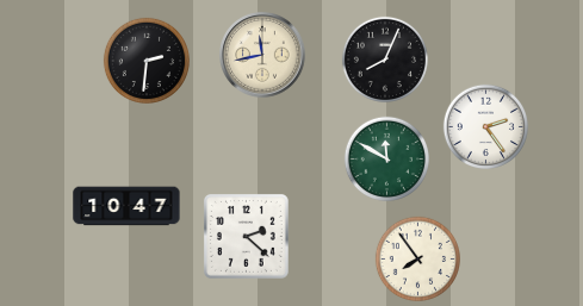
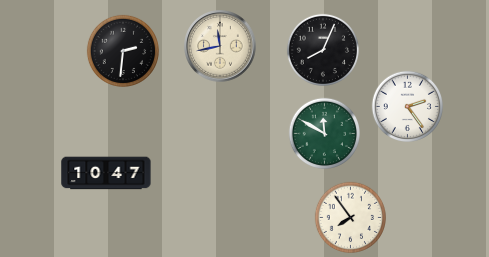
clock at (246, 236): 2:22 -> none
